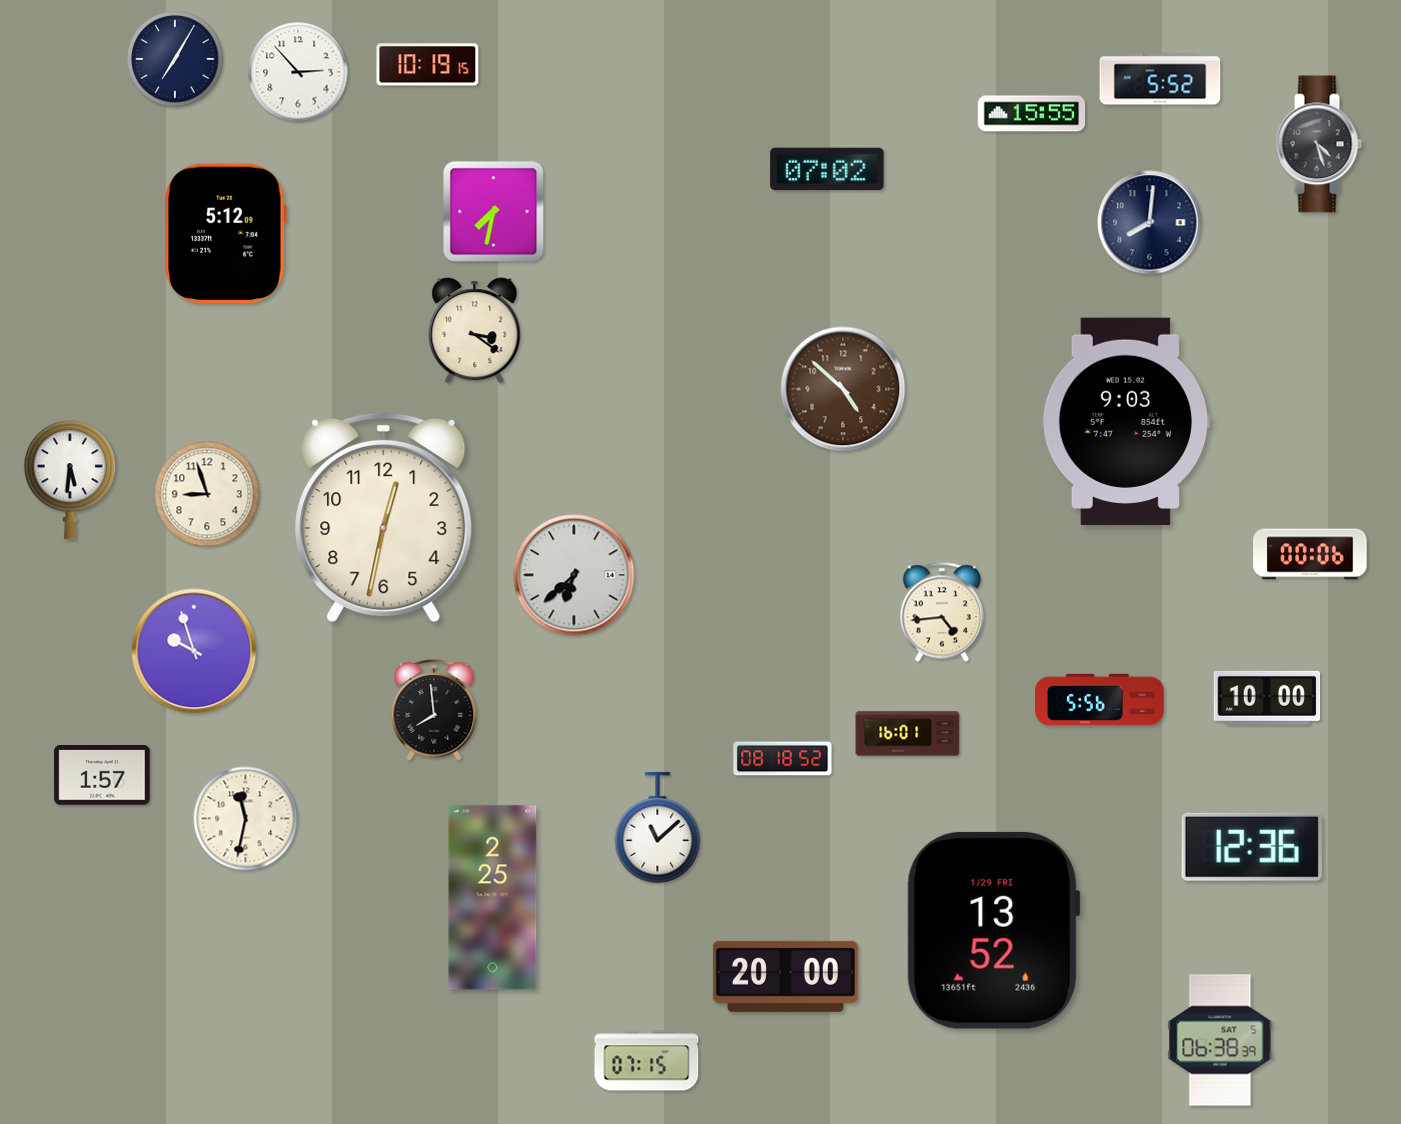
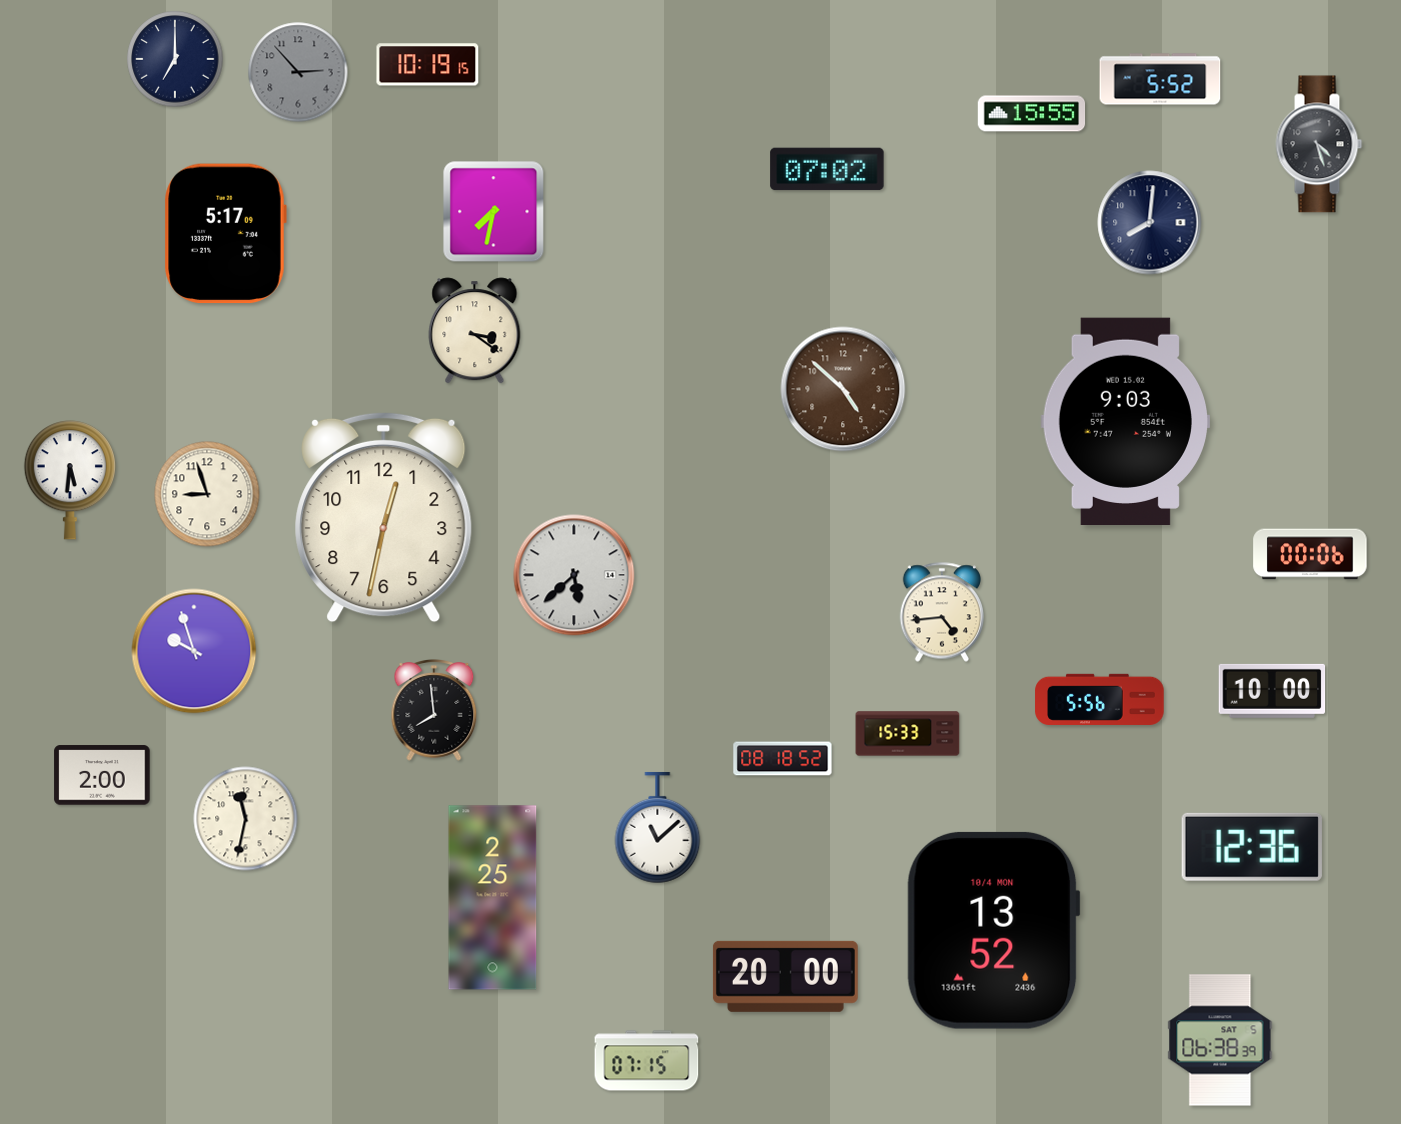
clock at (175, 59): 7:05 -> 7:00
clock at (298, 72) dial: white -> grey
clock at (225, 234): 5:12 -> 5:17
clock at (574, 575): 6:38 -> 5:38
clock at (1267, 698) position: (1267, 698) -> (1272, 691)
clock at (908, 734): 16:01 -> 15:33
clock at (102, 775): 1:57 -> 2:00
clock at (993, 930) date: 1/29 FRI -> 10/4 MON
